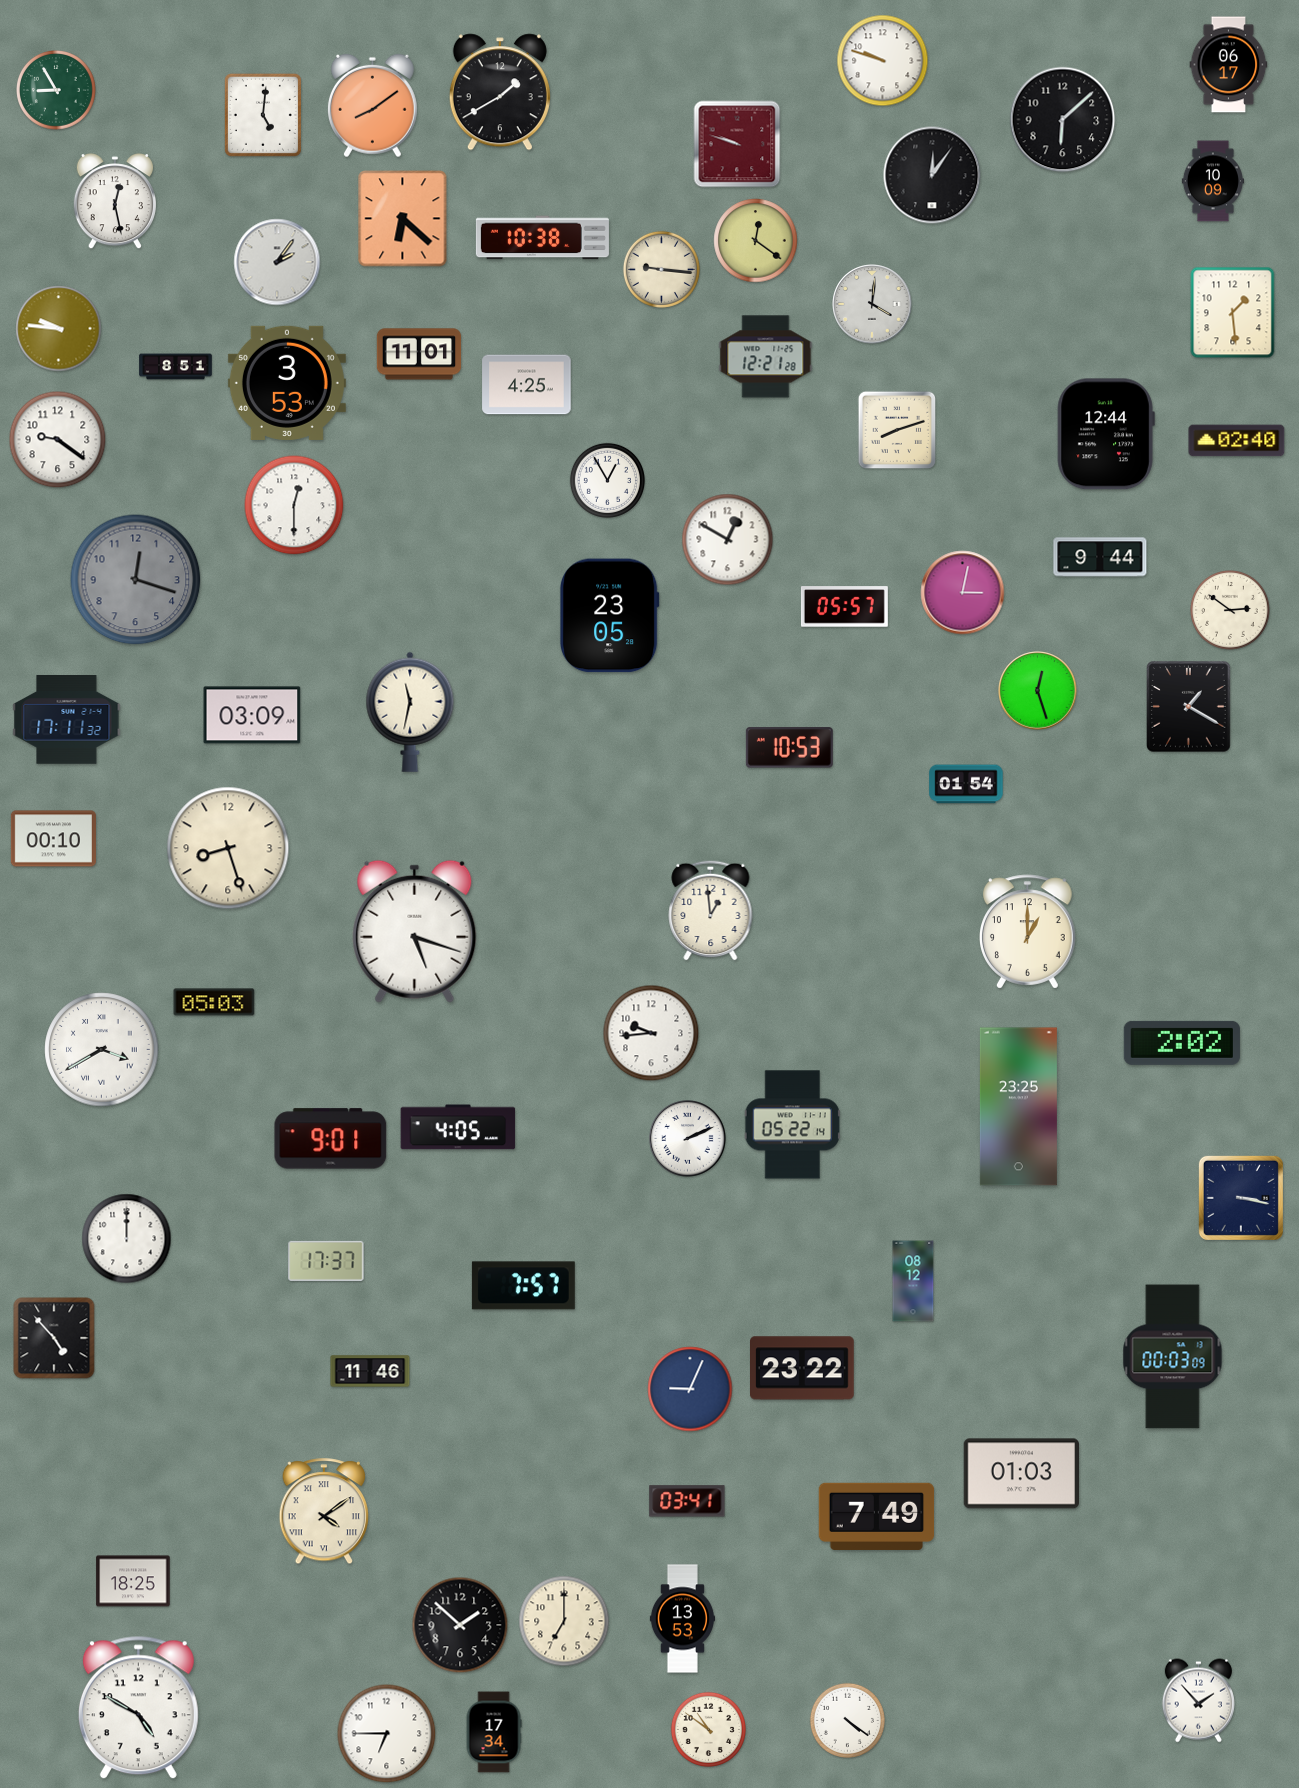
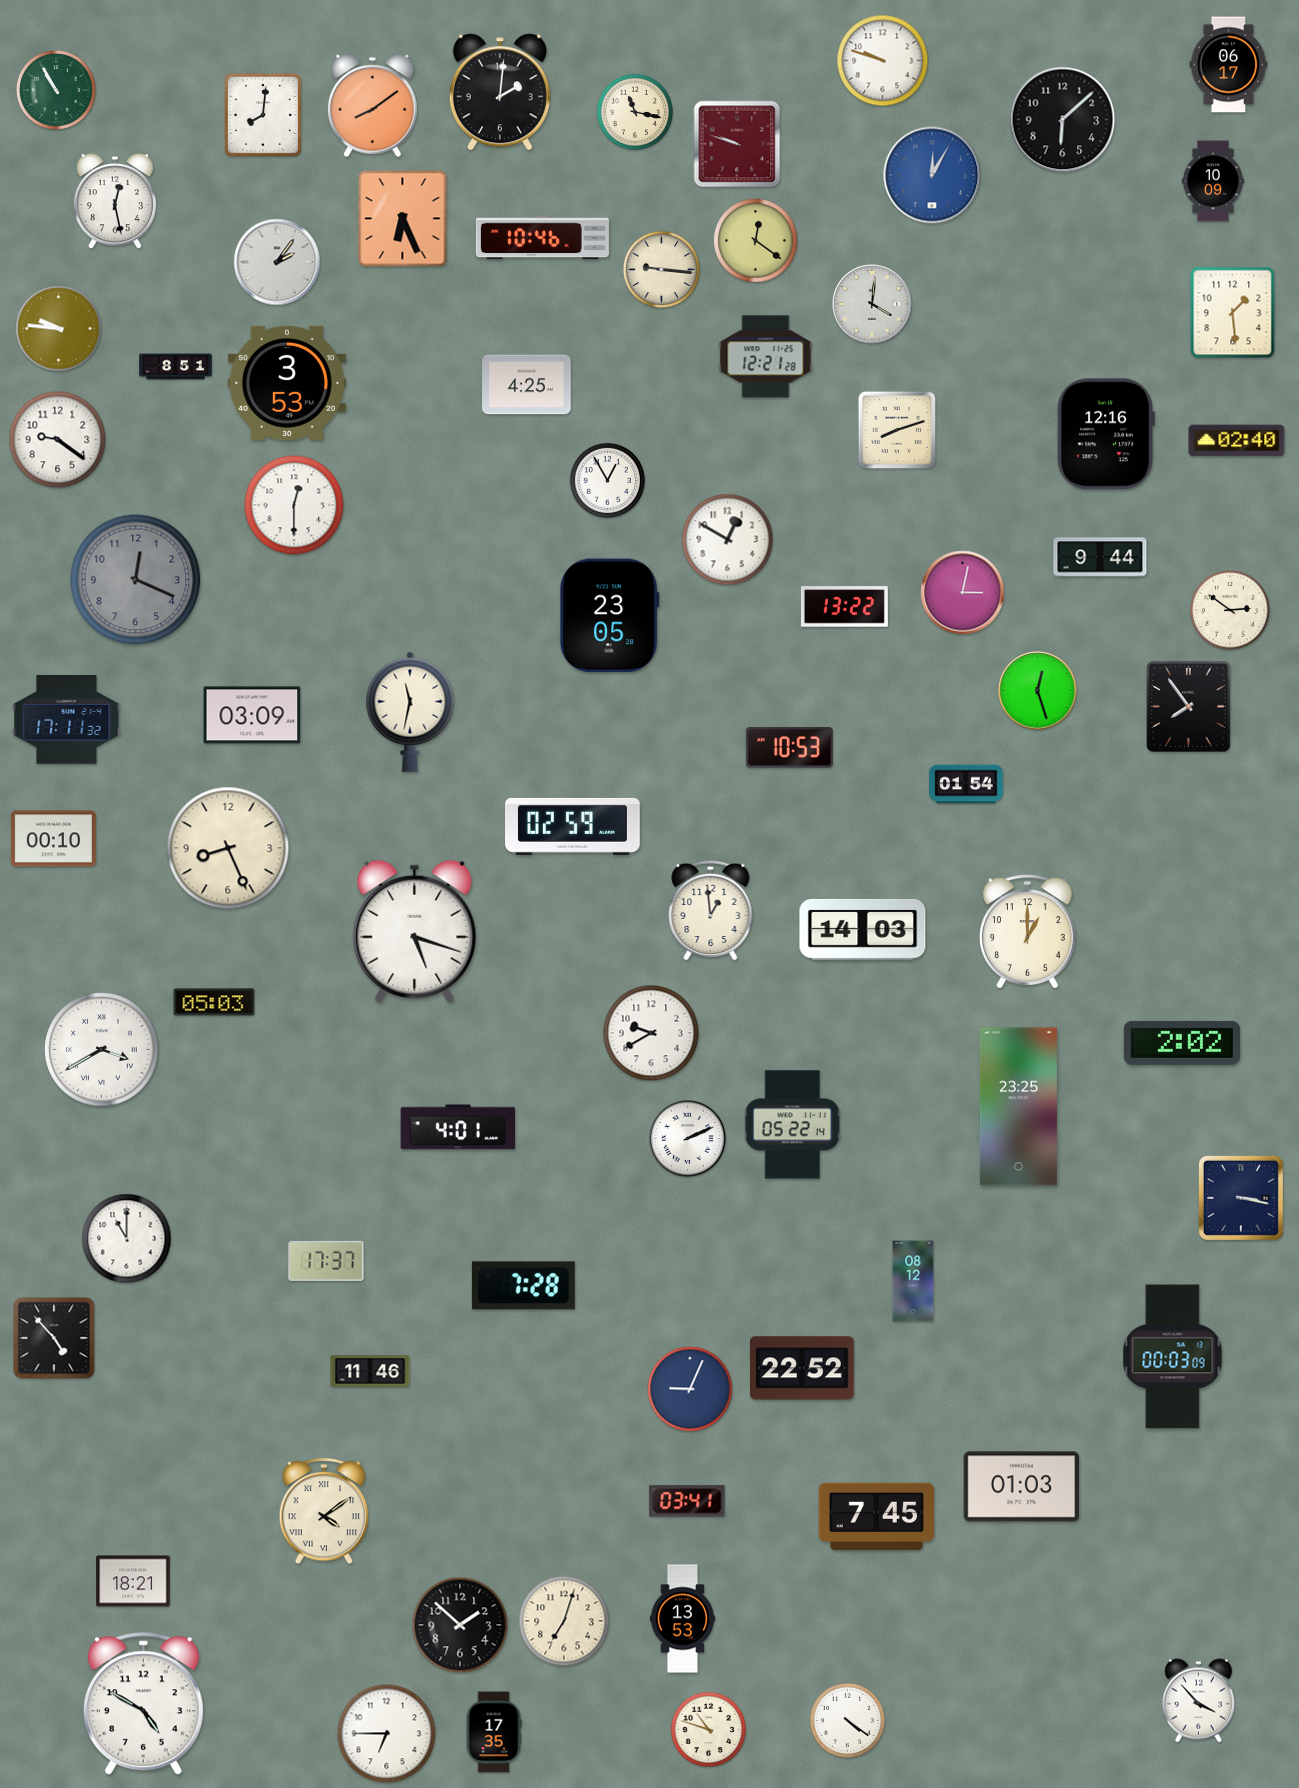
clock at (57, 91): 8:55 -> 10:55
clock at (500, 92): 1:40 -> 2:01
clock at (635, 112): none -> 11:17
clock at (263, 115): 5:01 -> 8:01
clock at (932, 175): 12:06 -> 12:05
clock at (932, 175) dial: black -> blue
clock at (403, 219): 6:22 -> 6:26
clock at (542, 238): 10:38 -> 10:46
clock at (419, 354): 11:01 -> none
clock at (1106, 434): 12:44 -> 12:16
clock at (136, 580): 12:18 -> 12:19
clock at (844, 607): 05:57 -> 13:22
clock at (1189, 707): 1:20 -> 7:54
clock at (573, 826): none -> 02:59
clock at (228, 848): 8:27 -> 8:26
clock at (863, 929): none -> 14:03
clock at (651, 1033): 9:44 -> 9:40
clock at (458, 1127): 4:05 -> 4:01
clock at (331, 1139): 9:01 -> none
clock at (127, 1239): 12:00 -> 11:00
clock at (523, 1286): 7:57 -> 7:28
clock at (803, 1368): 23:22 -> 22:52
clock at (1021, 1474) position: (1021, 1474) -> (1021, 1487)
clock at (877, 1516): 7:49 -> 7:45
clock at (133, 1581): 18:25 -> 18:21
clock at (564, 1621): 7:00 -> 7:03
clock at (1198, 1701): 1:53 -> 3:53
clock at (138, 1708) position: (138, 1708) -> (143, 1704)
clock at (708, 1729): 10:51 -> 10:48
clock at (494, 1732): 17:34 -> 17:35
